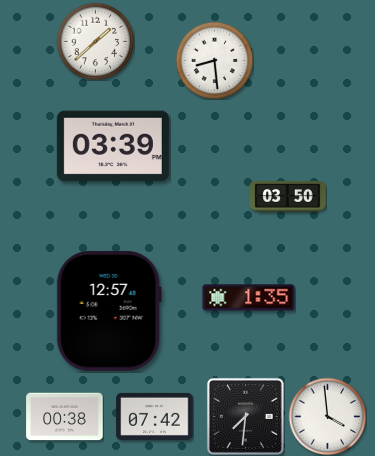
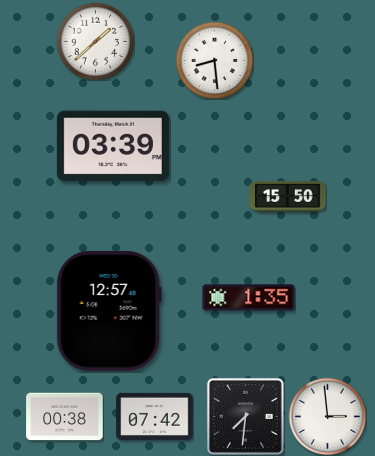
clock at (288, 197): 03:50 -> 15:50
clock at (327, 416): 3:59 -> 2:59
